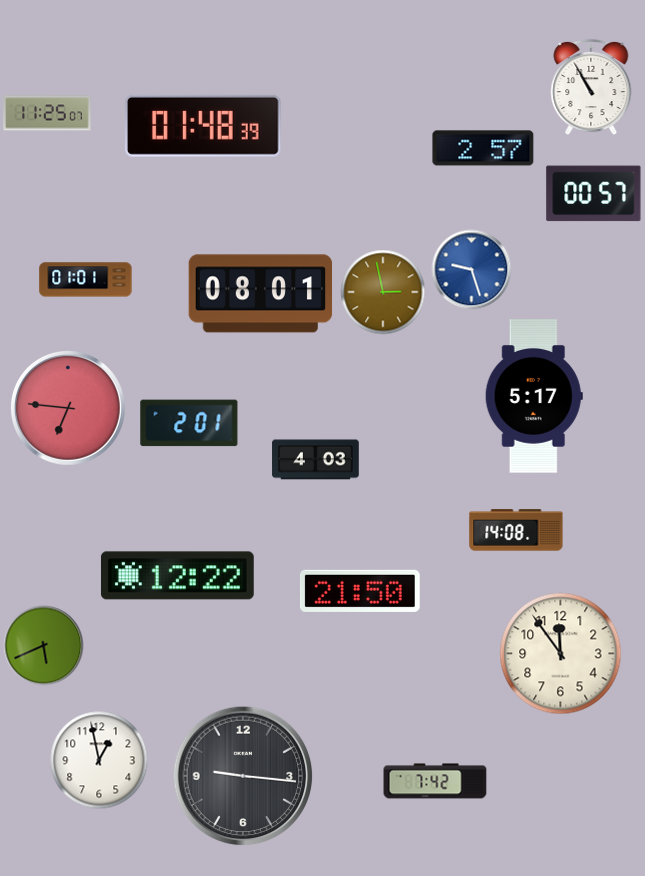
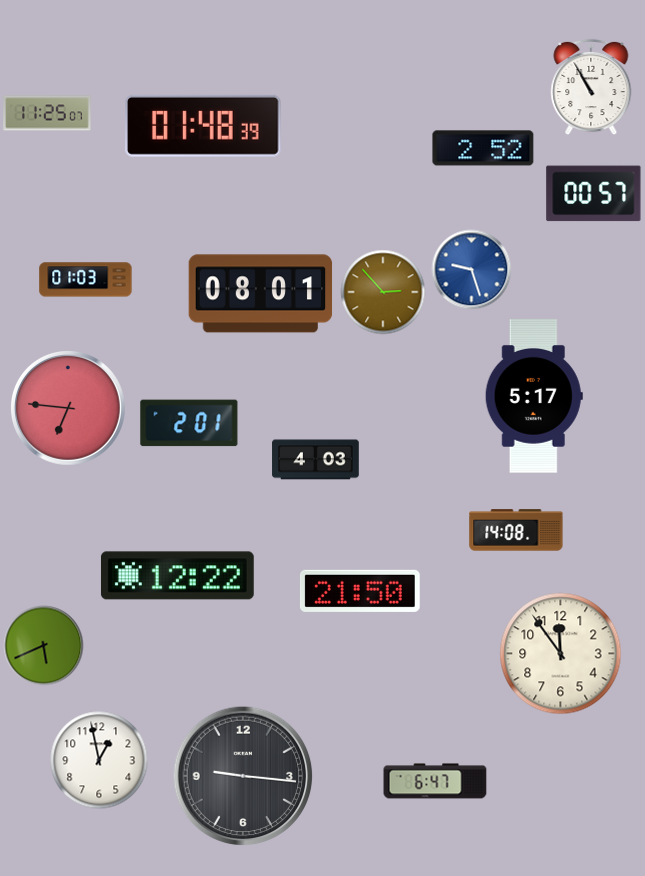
clock at (483, 148): 2:57 -> 2:52
clock at (86, 280): 01:01 -> 01:03
clock at (383, 292): 2:58 -> 2:53
clock at (435, 781): 7:42 -> 6:47
